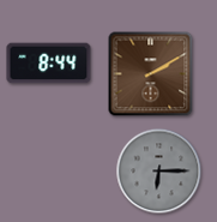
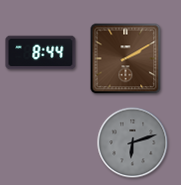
clock at (151, 74) position: (151, 74) -> (126, 59)
clock at (159, 172): 6:15 -> 6:12
